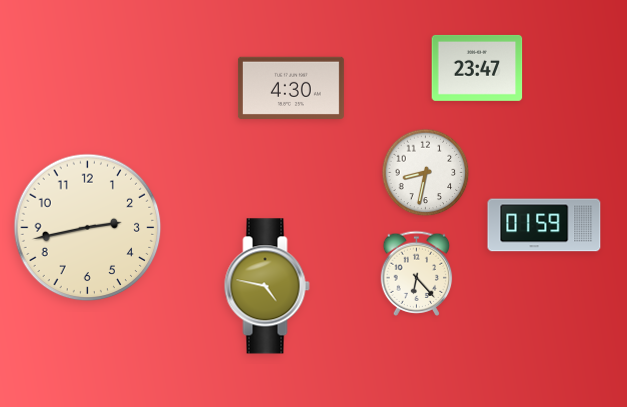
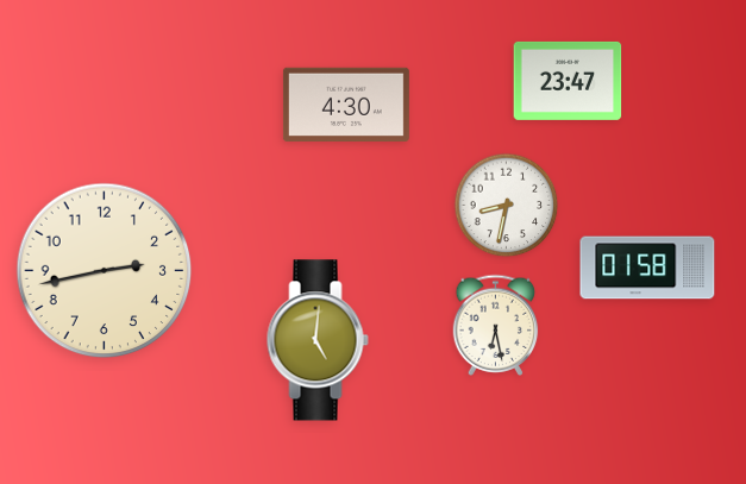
clock at (544, 225): 01:59 -> 01:58
clock at (417, 273): 6:23 -> 6:28
clock at (267, 286): 4:47 -> 5:01
